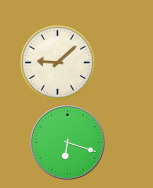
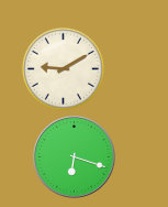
clock at (57, 62): 9:08 -> 9:10
